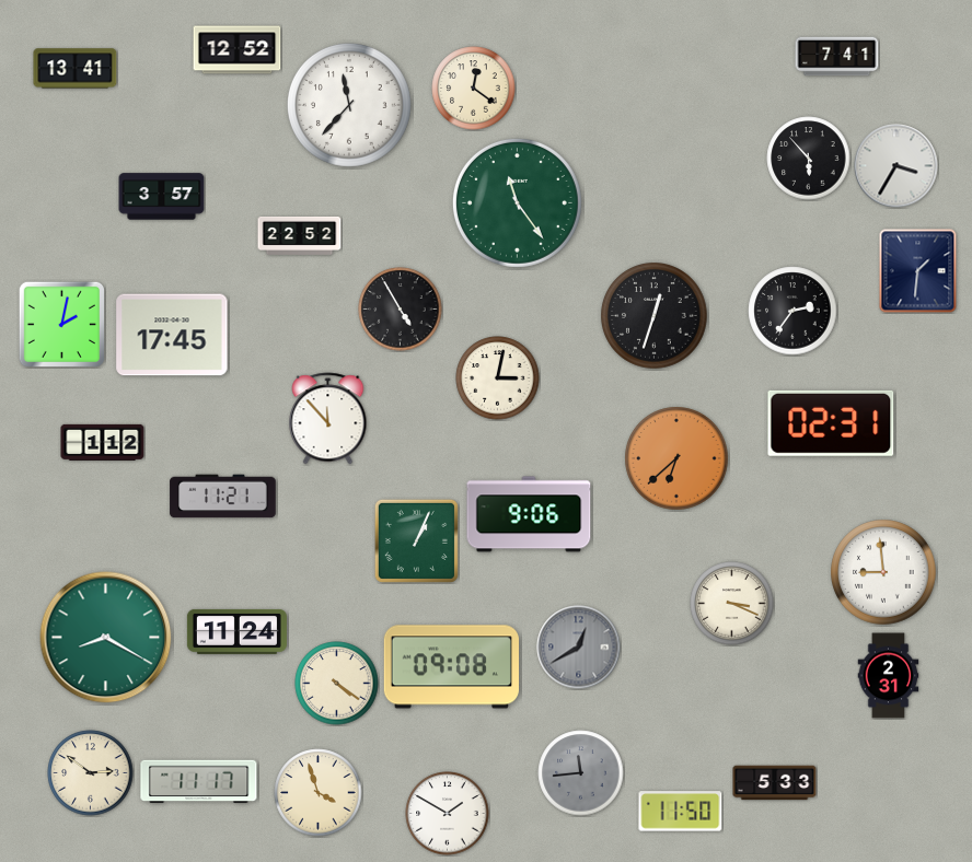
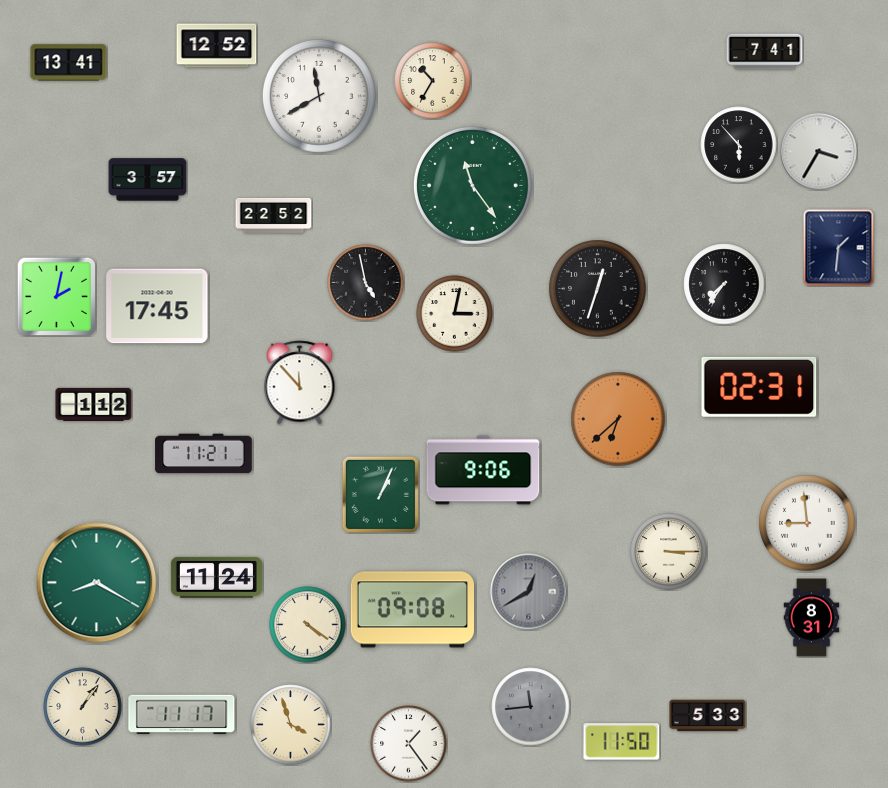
clock at (474, 89): 12:21 -> 10:35
clock at (349, 105): 11:37 -> 11:40
clock at (401, 310): 4:55 -> 4:58
clock at (792, 311): 2:36 -> 7:36
clock at (498, 378) position: (498, 378) -> (455, 314)
clock at (732, 604): 3:19 -> 3:15
clock at (889, 676): 2:31 -> 8:31
clock at (91, 773): 2:51 -> 1:06
clock at (448, 814): 1:50 -> 1:24
